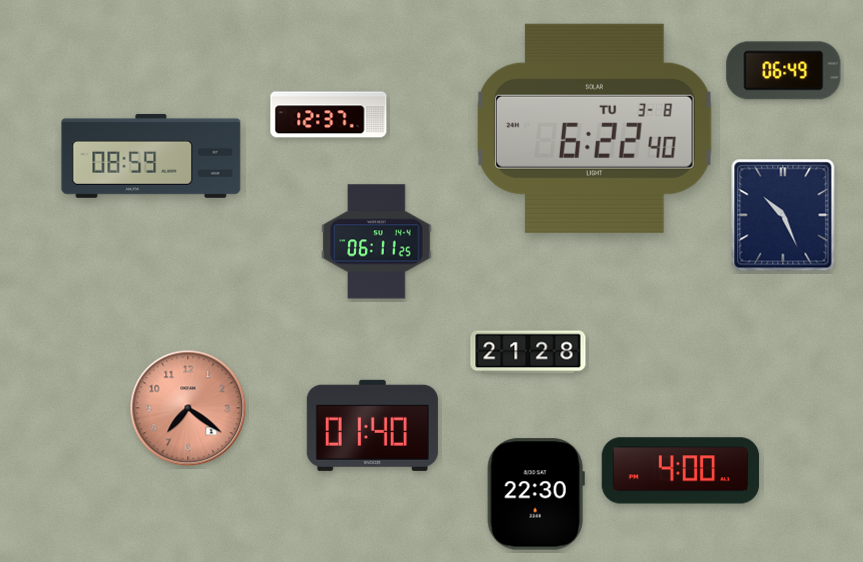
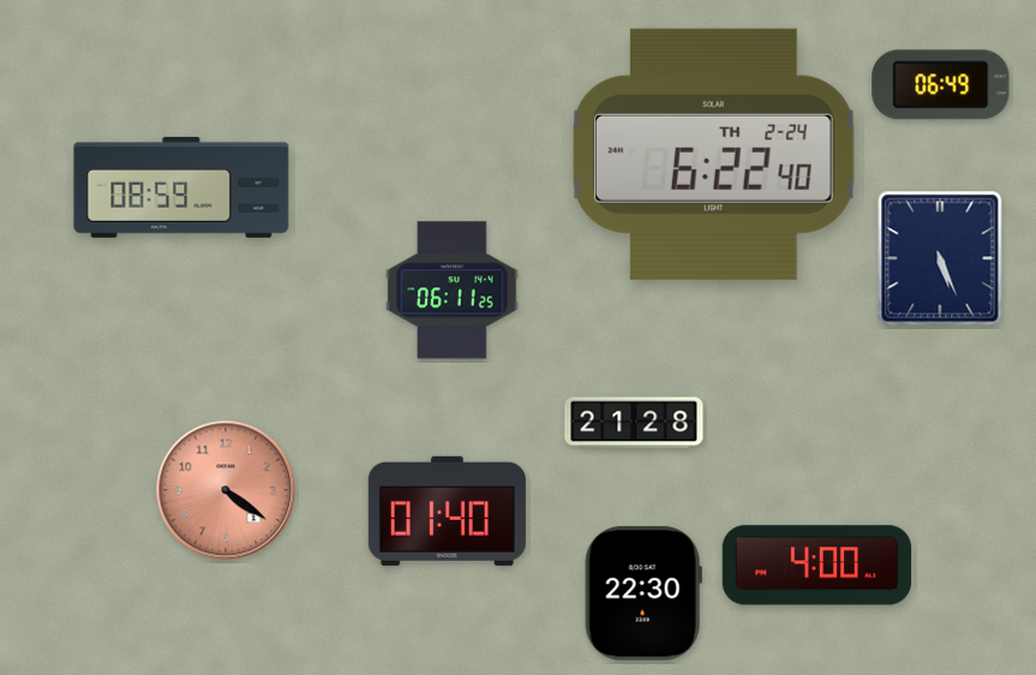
clock at (329, 115): 12:37 -> none
clock at (594, 128) date: TU 3-8 -> TH 2-24
clock at (783, 215): 10:26 -> 5:26
clock at (188, 408): 7:21 -> 4:21
